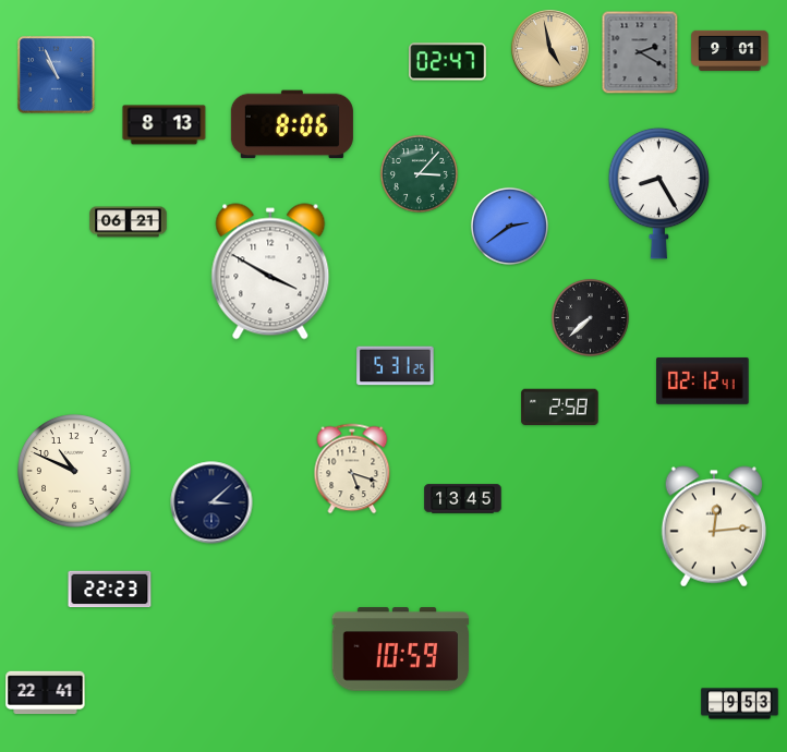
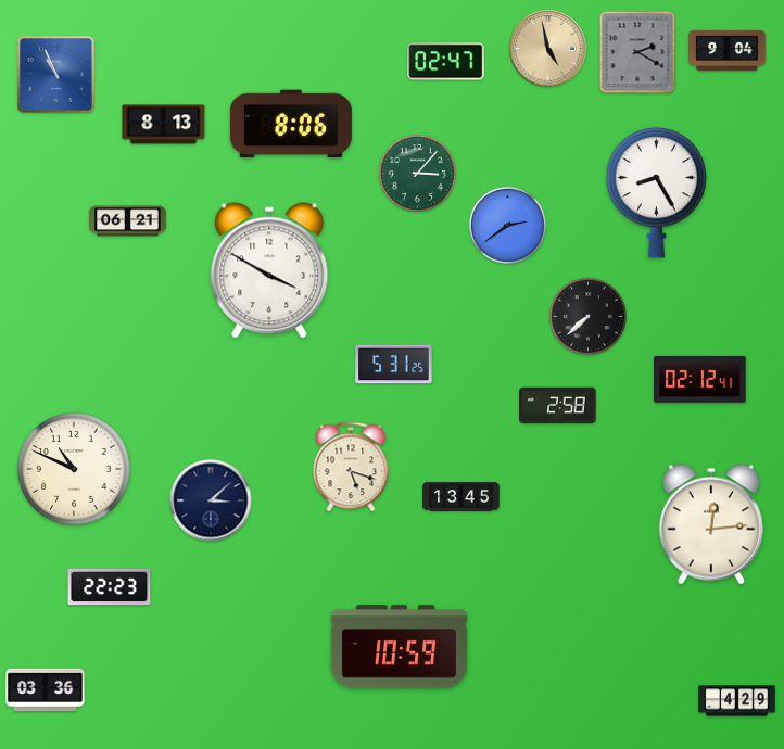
clock at (730, 50): 9:01 -> 9:04
clock at (46, 693): 22:41 -> 03:36
clock at (740, 704): 9:53 -> 4:29
